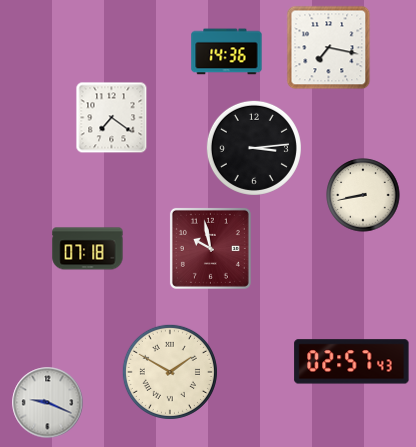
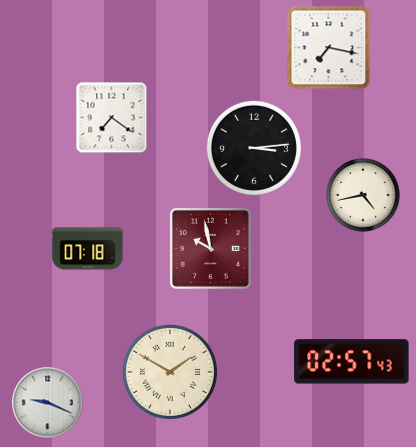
clock at (227, 52): 14:36 -> none
clock at (363, 195): 8:43 -> 4:43
